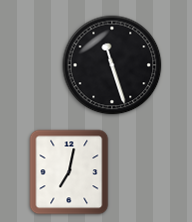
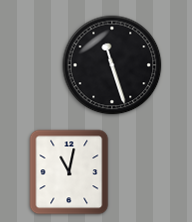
clock at (69, 172): 7:02 -> 11:02
